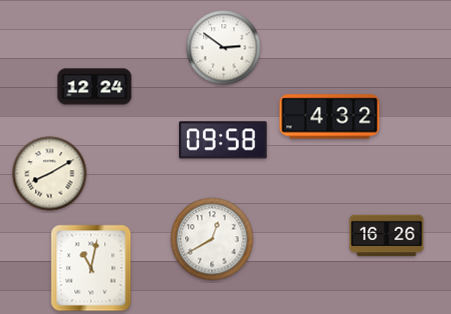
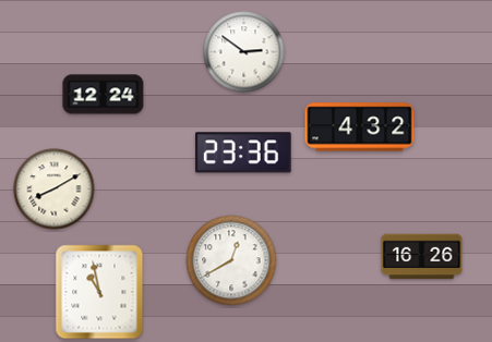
clock at (223, 140): 09:58 -> 23:36
clock at (91, 268): 11:02 -> 10:58
